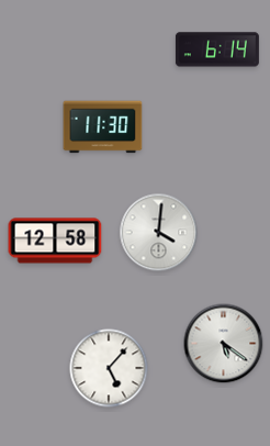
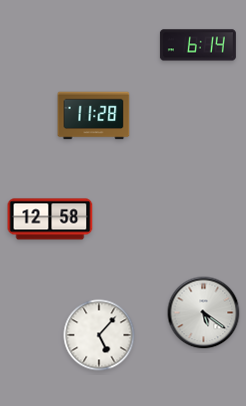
clock at (103, 127): 11:30 -> 11:28
clock at (159, 233): 4:01 -> none
